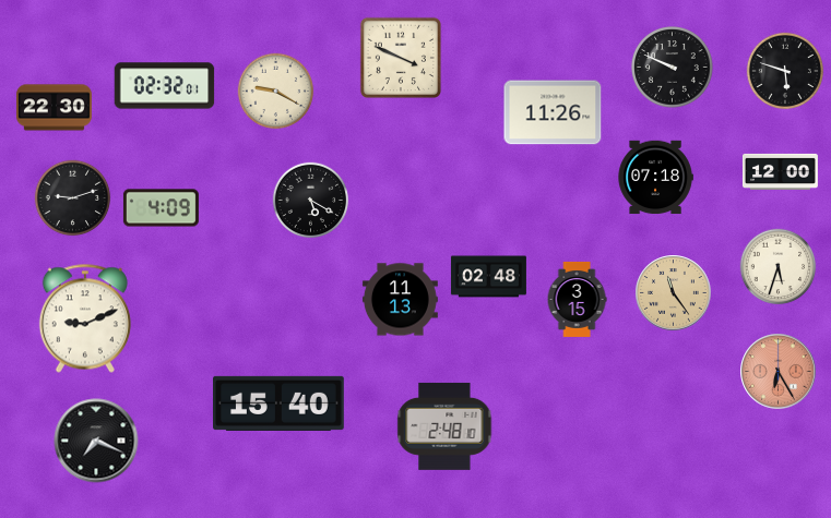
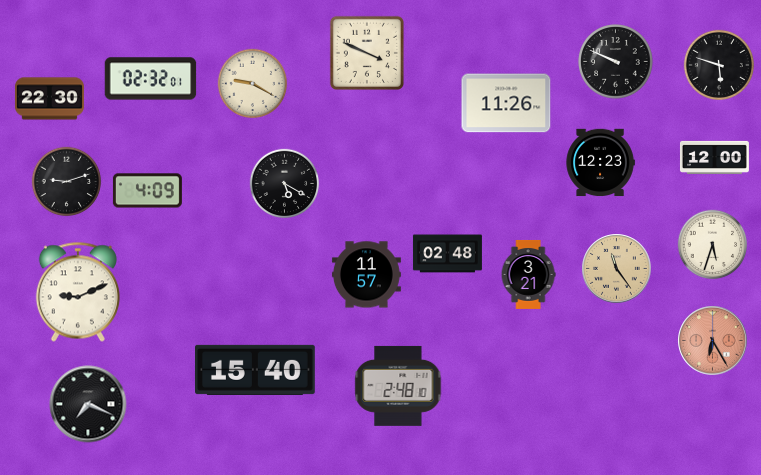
clock at (655, 178): 07:18 -> 12:23
clock at (577, 299): 3:15 -> 3:21
clock at (400, 300): 11:13 -> 11:57
clock at (444, 426) position: (444, 426) -> (398, 386)
